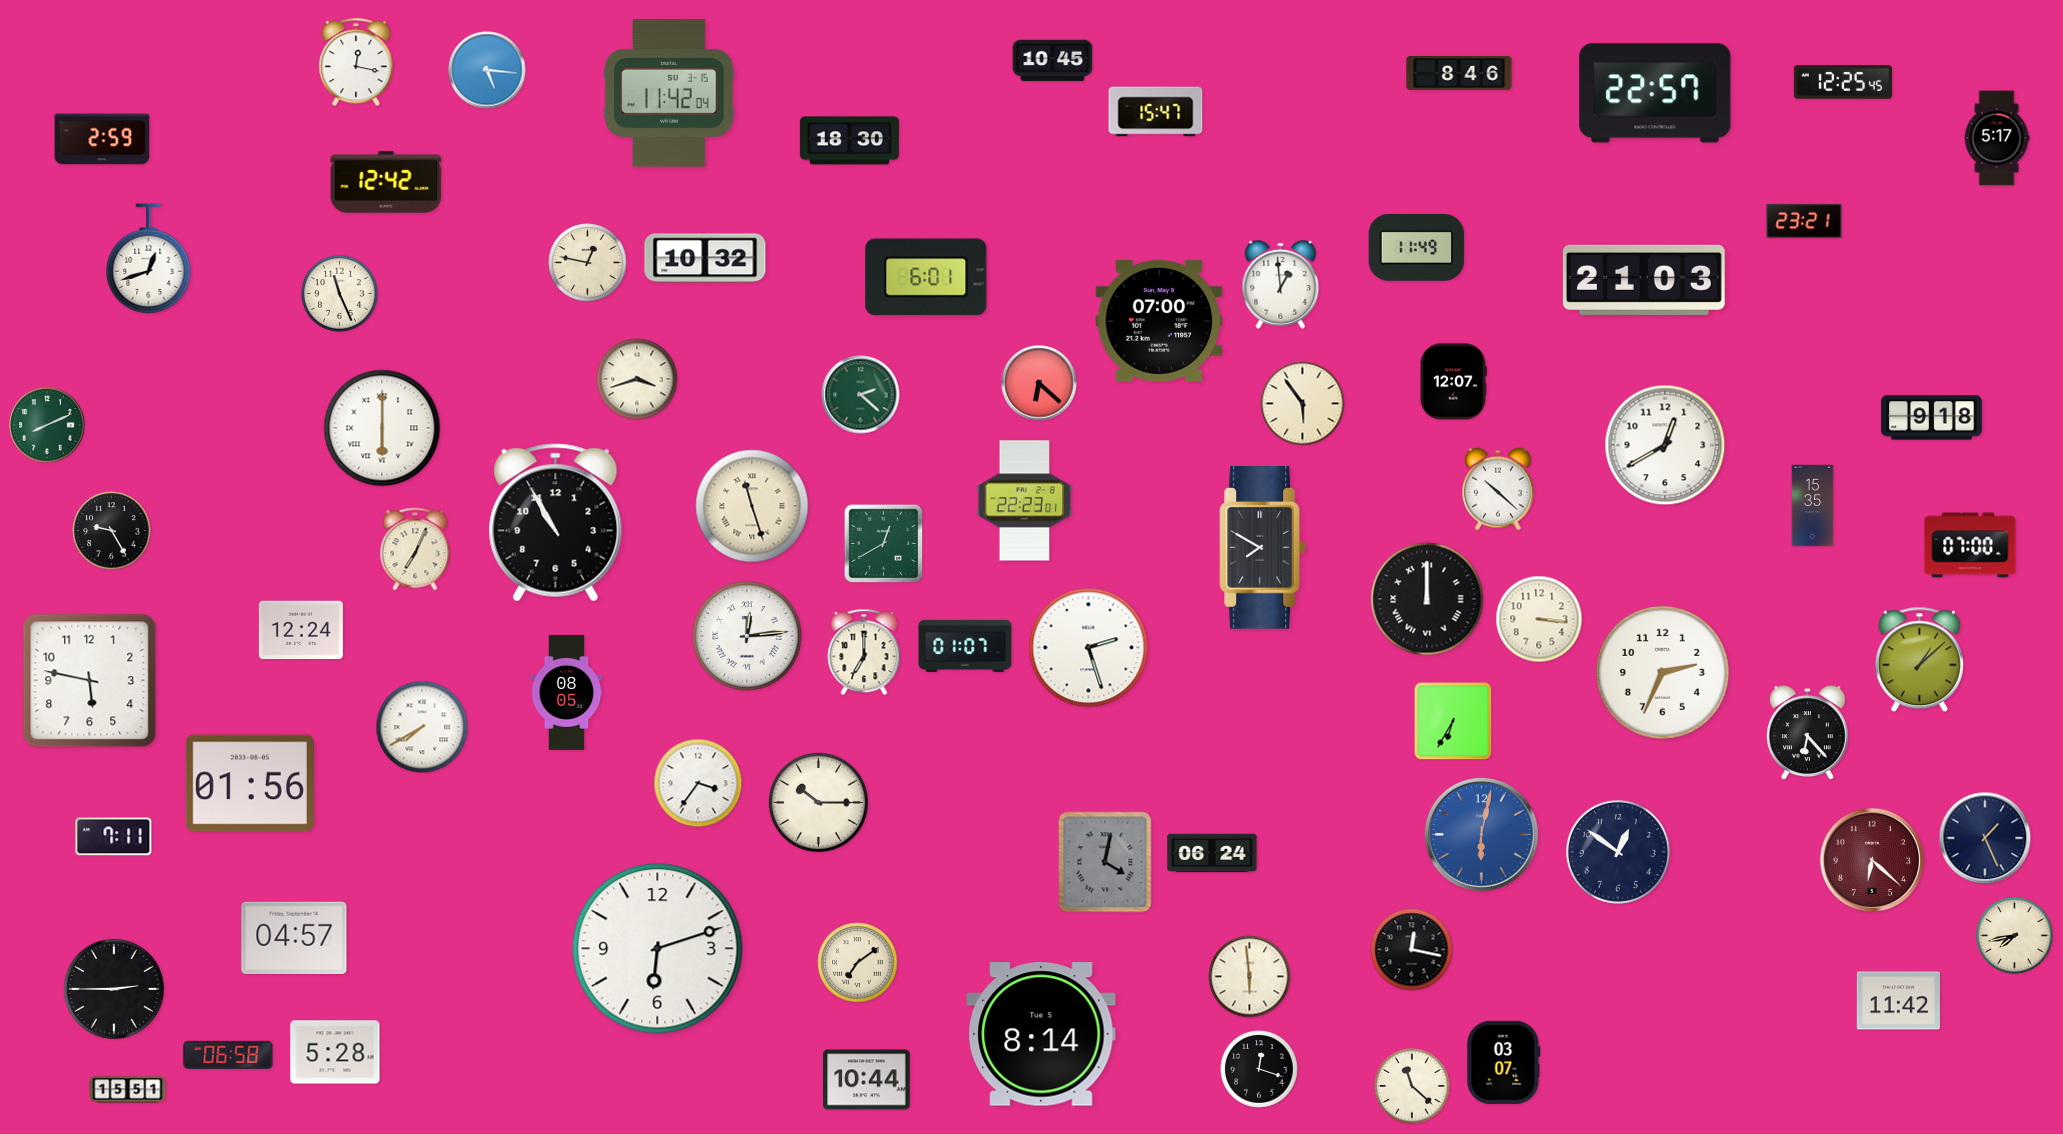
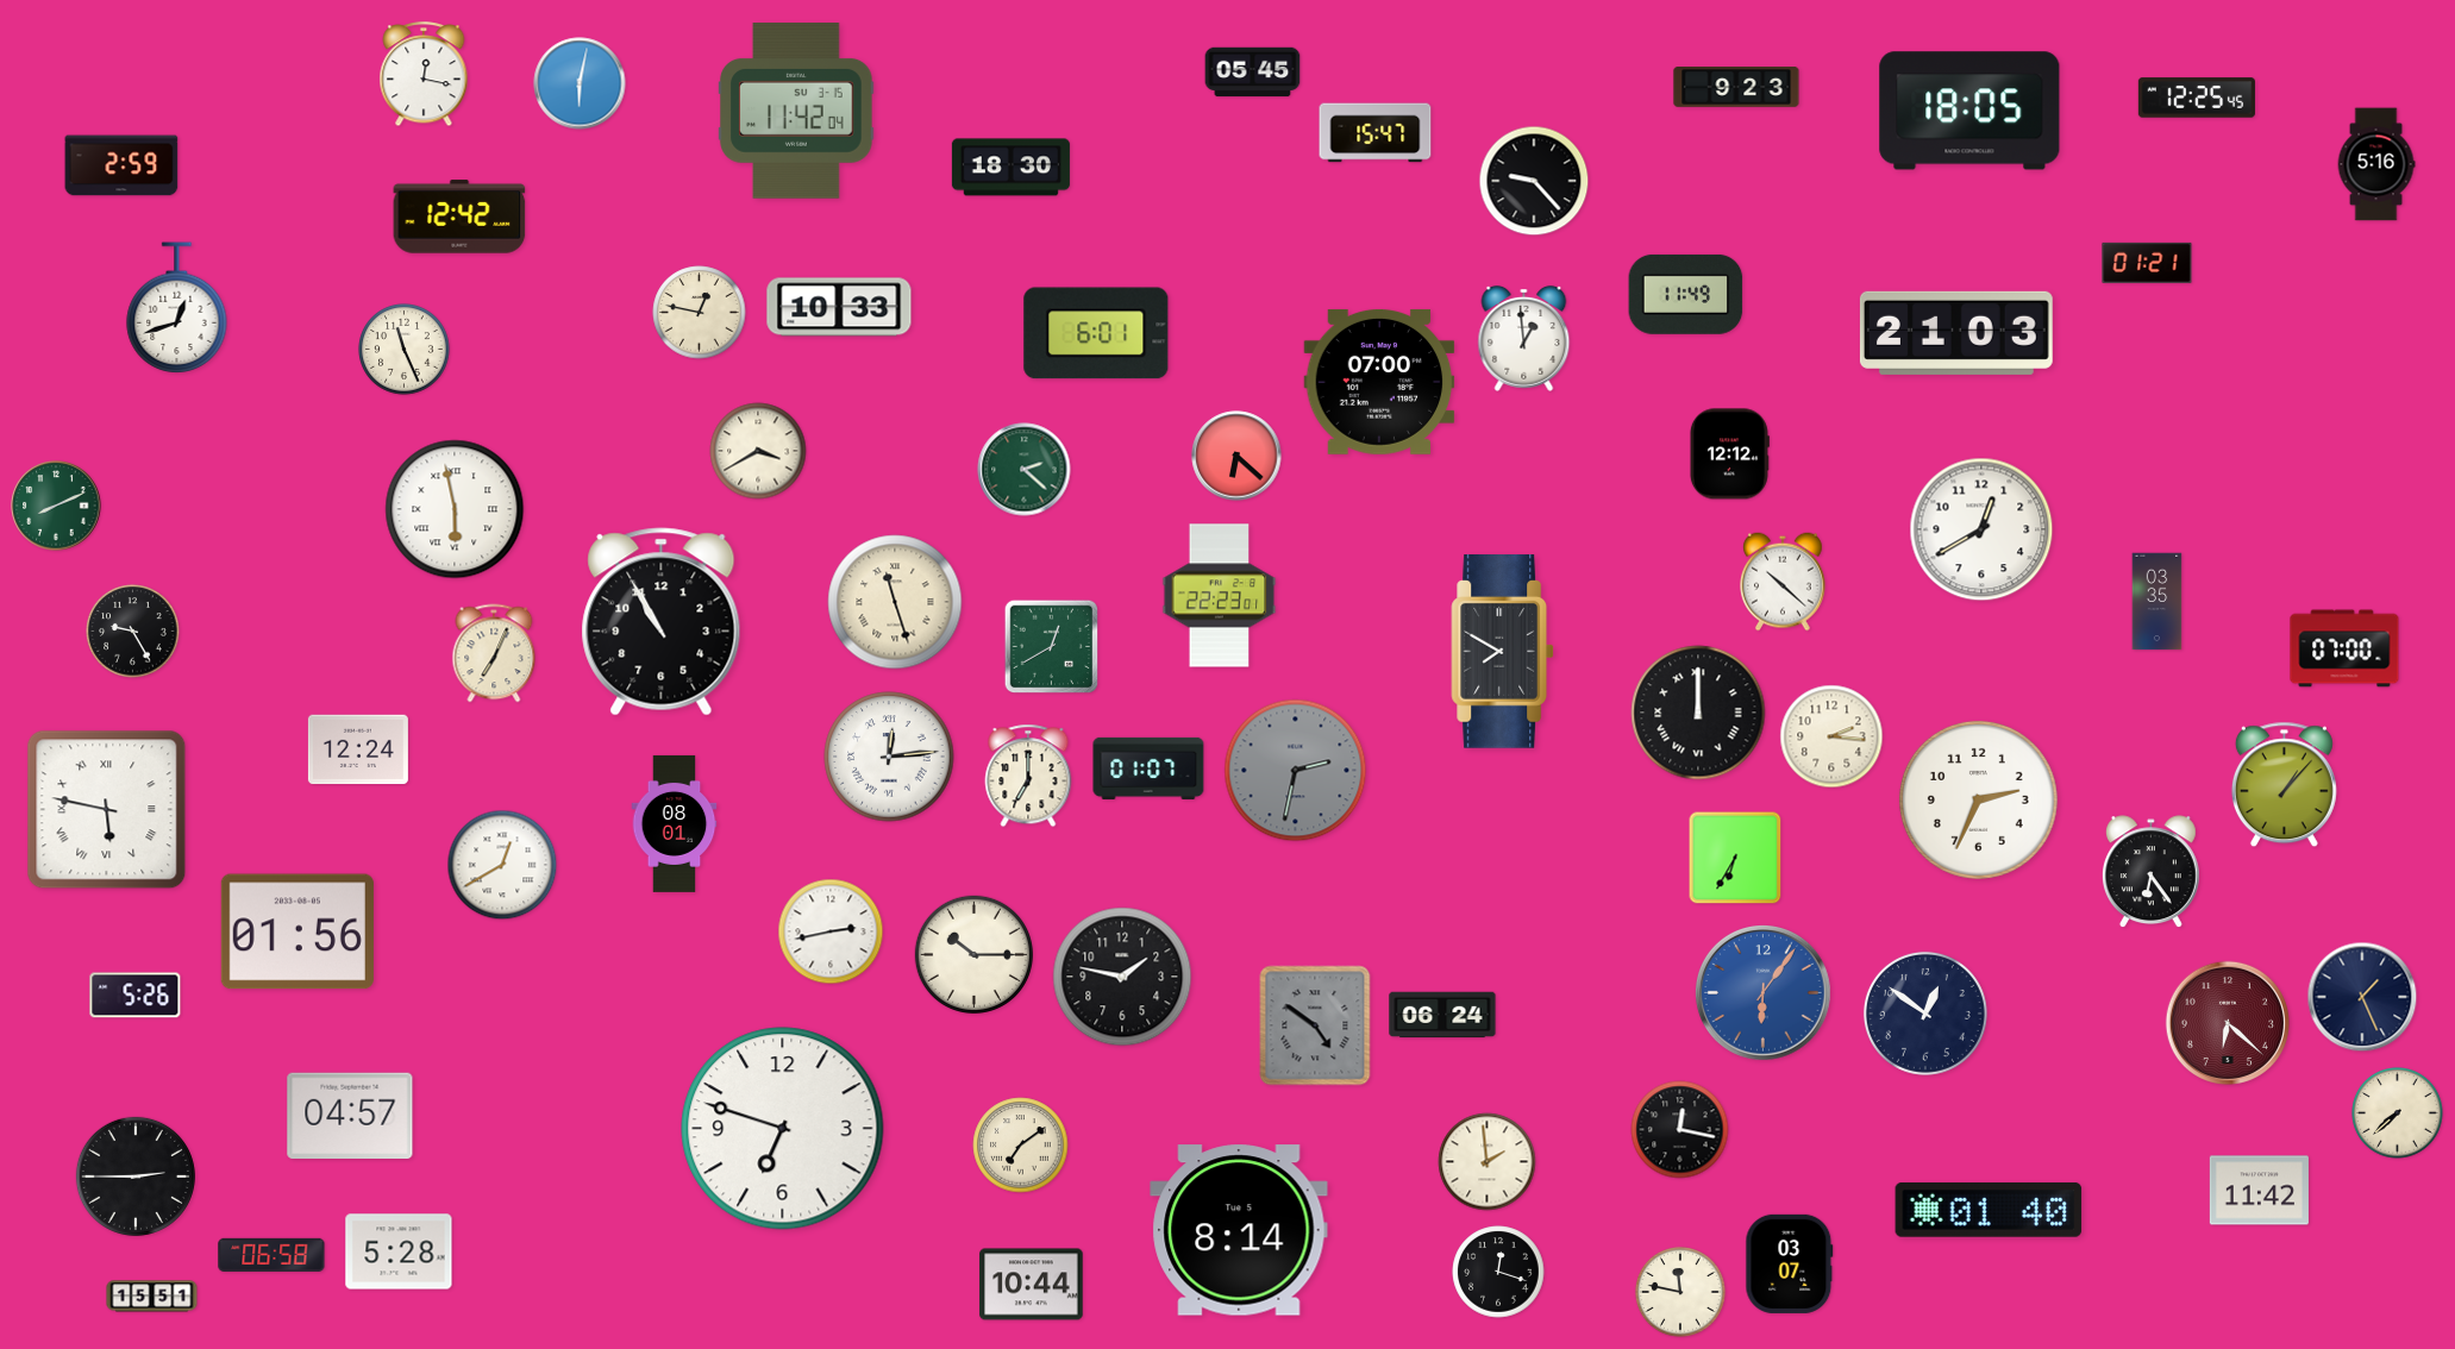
clock at (1053, 61): 10:45 -> 05:45
clock at (487, 70): 5:16 -> 6:02
clock at (1459, 74): 8:46 -> 9:23
clock at (1843, 82) position: (1843, 82) -> (2197, 98)
clock at (1655, 93): 22:57 -> 18:05
clock at (1997, 138): 5:17 -> 5:16
clock at (1534, 181): none -> 9:23
clock at (1804, 221): 23:21 -> 01:21
clock at (705, 258): 10:32 -> 10:33
clock at (926, 277) position: (926, 277) -> (1096, 333)
clock at (637, 379): 3:42 -> 3:40
clock at (1453, 382): 12:07 -> 12:12
clock at (1303, 404): 5:54 -> none
clock at (1932, 418): 9:18 -> none
clock at (382, 428): 6:00 -> 5:58
clock at (1813, 506): 15:35 -> 03:35
clock at (1539, 619): 3:16 -> 2:16
clock at (1089, 648): 2:27 -> 2:32
clock at (1089, 648) dial: white -> grey
clock at (1919, 660): 1:08 -> 1:07
clock at (90, 681) numerals: Arabic -> Roman
clock at (567, 692): 08:05 -> 08:01
clock at (1453, 721) position: (1453, 721) -> (1735, 858)
clock at (422, 727): 7:40 -> 12:40
clock at (1807, 733): 6:23 -> 6:24
clock at (698, 783): 3:36 -> 2:43
clock at (1122, 977): none -> 1:47
clock at (1482, 835): 6:02 -> 6:06
clock at (114, 837): 7:11 -> 5:26
clock at (1105, 862): 4:02 -> 4:51
clock at (2015, 936): 7:43 -> 7:38
clock at (658, 949): 6:12 -> 6:48
clock at (1250, 977): 5:59 -> 1:59
clock at (1989, 1210): none -> 01:40
clock at (1413, 1087): 11:22 -> 11:47
